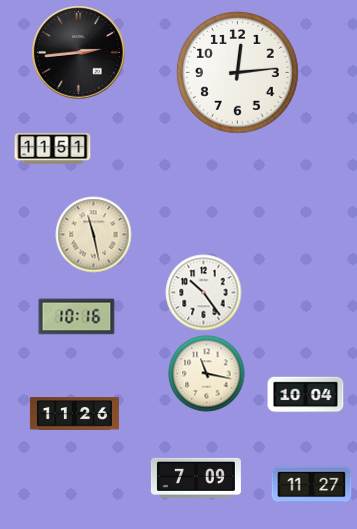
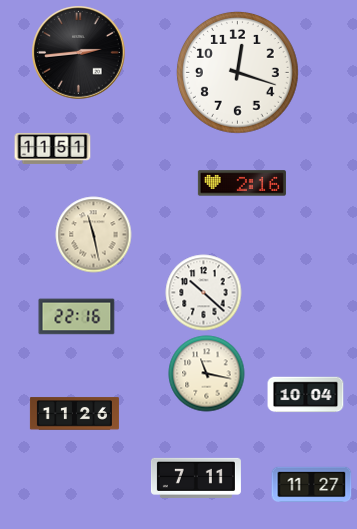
clock at (237, 72): 12:14 -> 12:18
clock at (242, 183): none -> 2:16
clock at (204, 293): 10:24 -> 10:22
clock at (77, 317): 10:16 -> 22:16
clock at (196, 478): 7:09 -> 7:11
